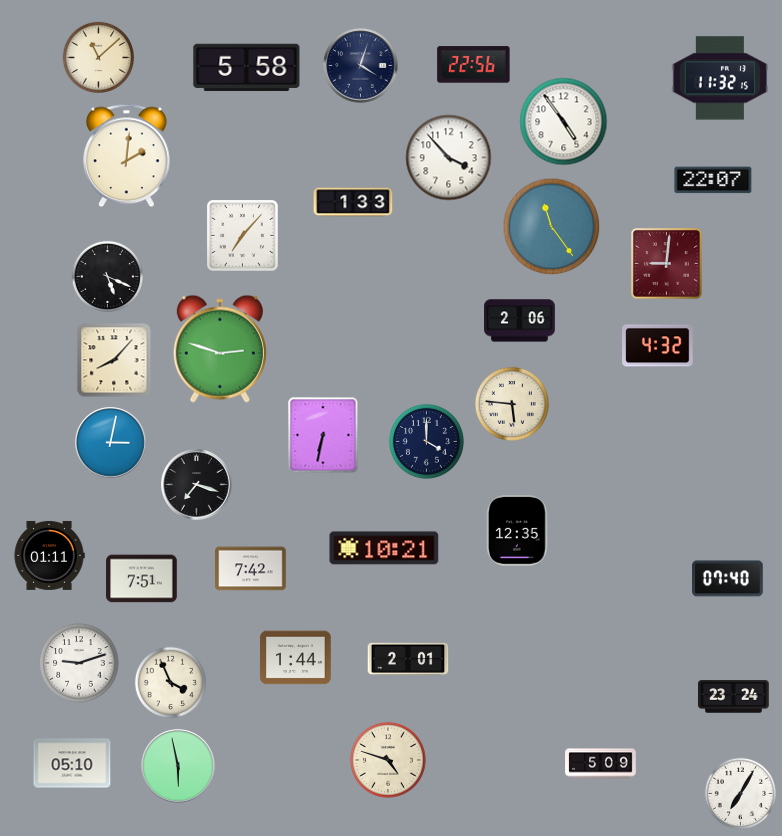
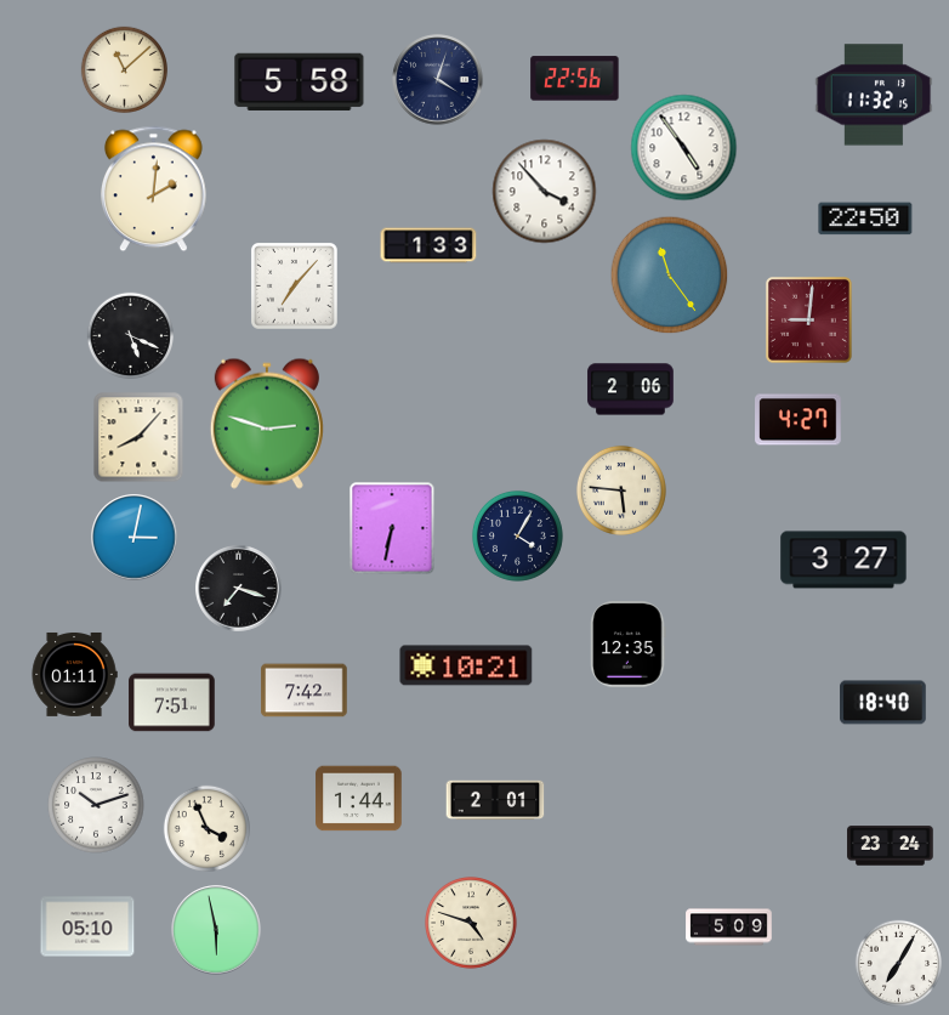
clock at (98, 57) position: (98, 57) -> (124, 69)
clock at (713, 180): 22:07 -> 22:50
clock at (658, 346): 4:32 -> 4:27
clock at (426, 441): 4:00 -> 4:05
clock at (843, 560): none -> 3:27
clock at (49, 555) position: (49, 555) -> (74, 674)
clock at (728, 579): 07:40 -> 18:40
clock at (79, 663): 9:12 -> 10:12
